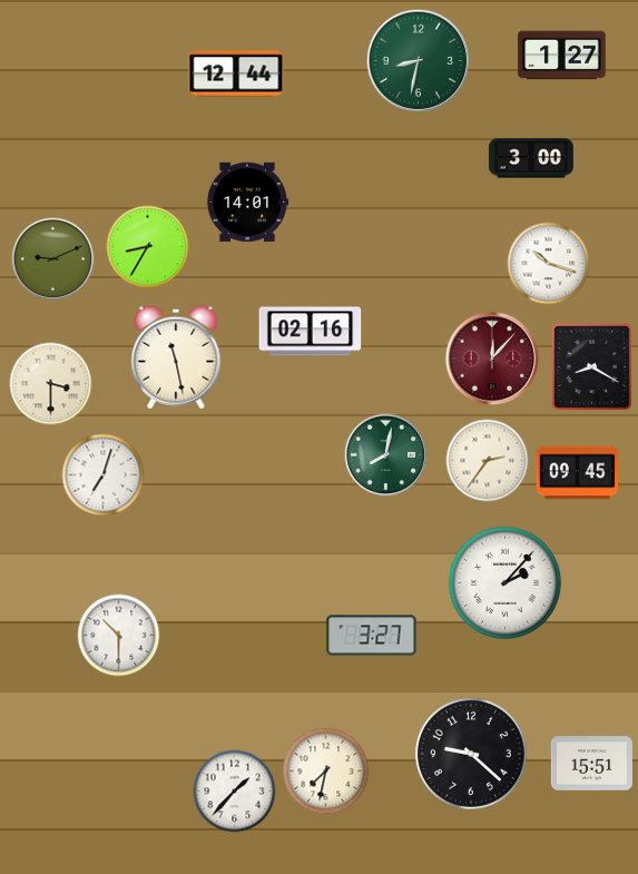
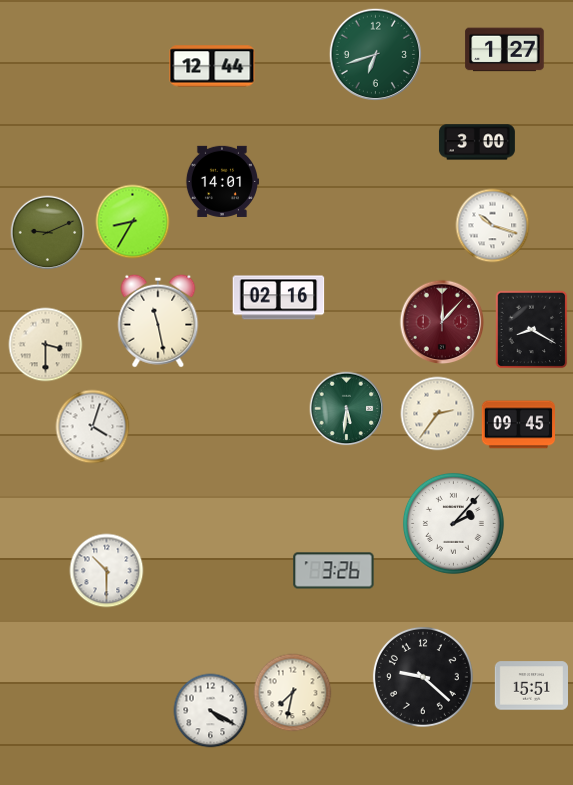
clock at (418, 60): 8:32 -> 6:42
clock at (549, 264) position: (549, 264) -> (493, 226)
clock at (386, 455): 8:02 -> 5:31
clock at (104, 475): 7:03 -> 4:03
clock at (372, 636): 3:27 -> 3:26
clock at (235, 792): 1:37 -> 4:20
